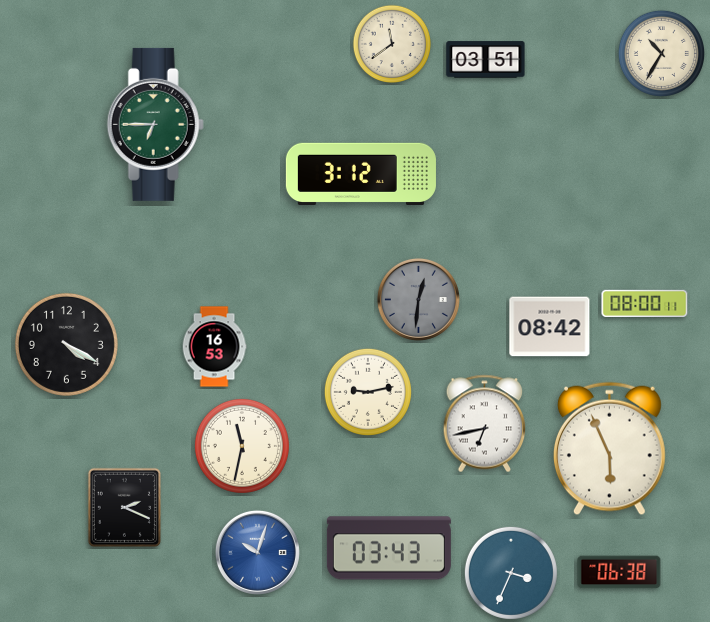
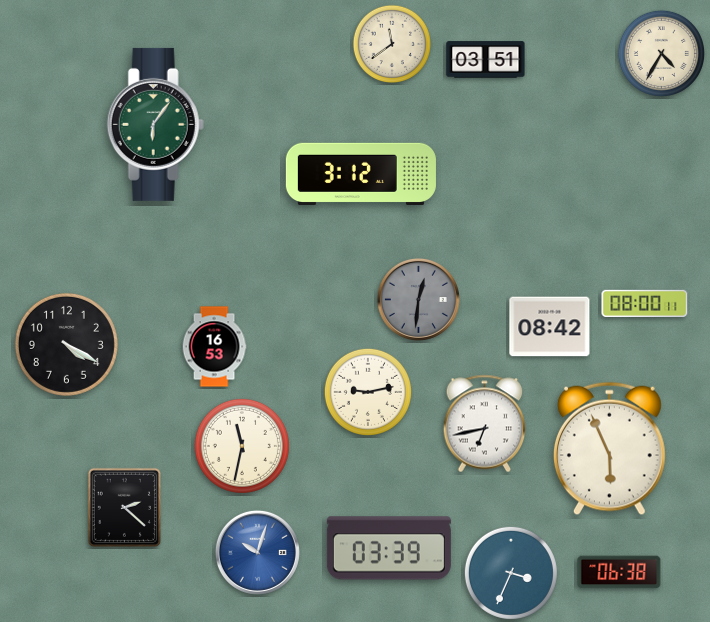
clock at (661, 53): 10:35 -> 4:35
clock at (155, 124): 6:45 -> 6:06
clock at (124, 507): 2:19 -> 2:22
clock at (389, 548): 03:43 -> 03:39
